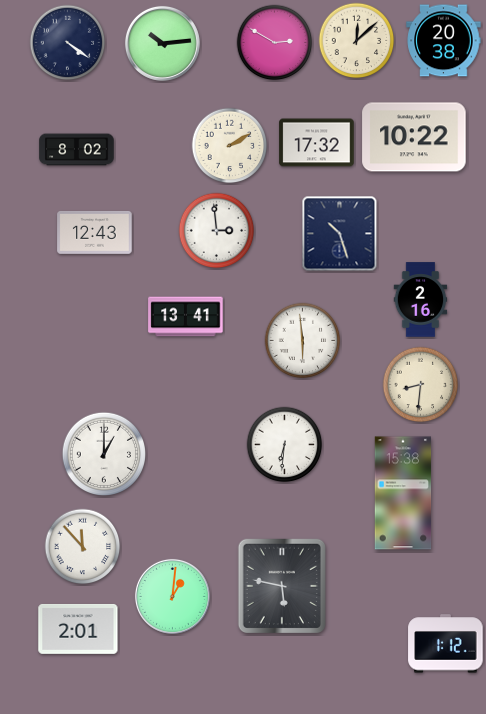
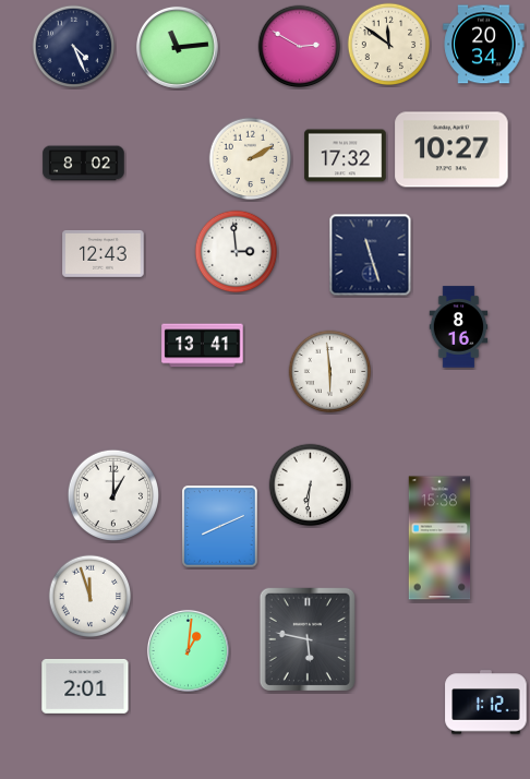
clock at (357, 41): 12:08 -> 11:51
clock at (444, 41): 20:38 -> 20:34
clock at (68, 43): 4:21 -> 4:26
clock at (162, 43): 10:14 -> 11:14
clock at (414, 137): 10:22 -> 10:27
clock at (340, 234): 10:27 -> 11:27
clock at (421, 300): 2:16 -> 8:16
clock at (421, 385): 8:31 -> none
clock at (220, 527): none -> 8:11
clock at (83, 547): 11:53 -> 11:57
